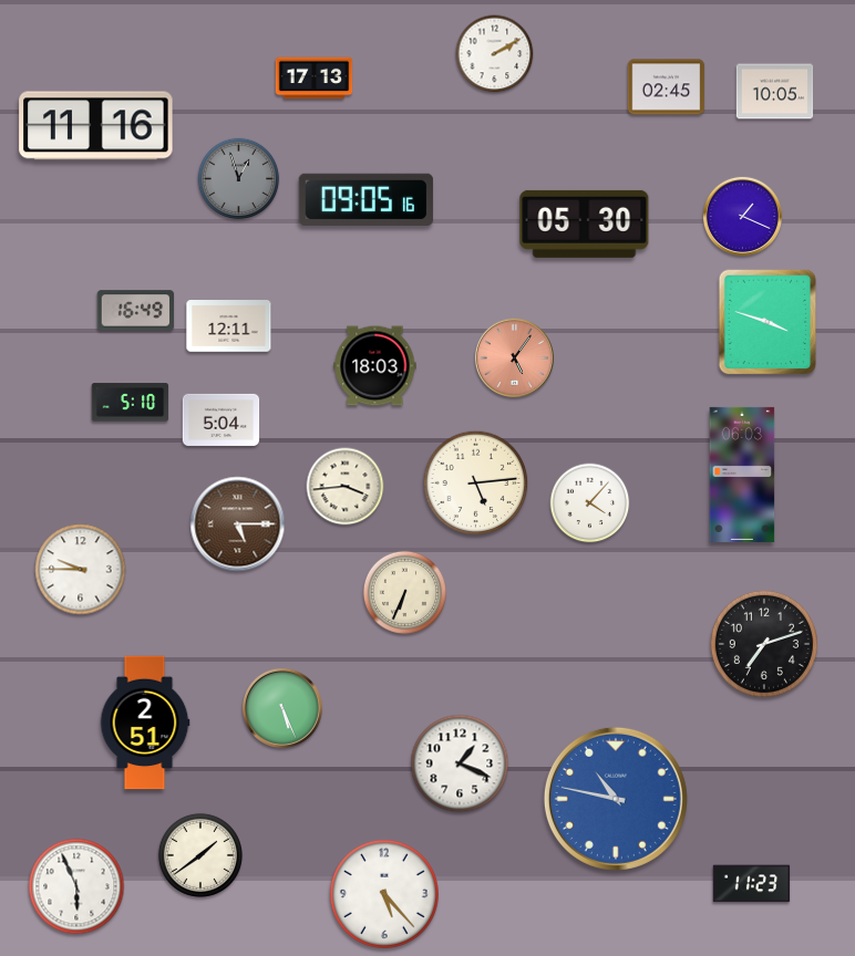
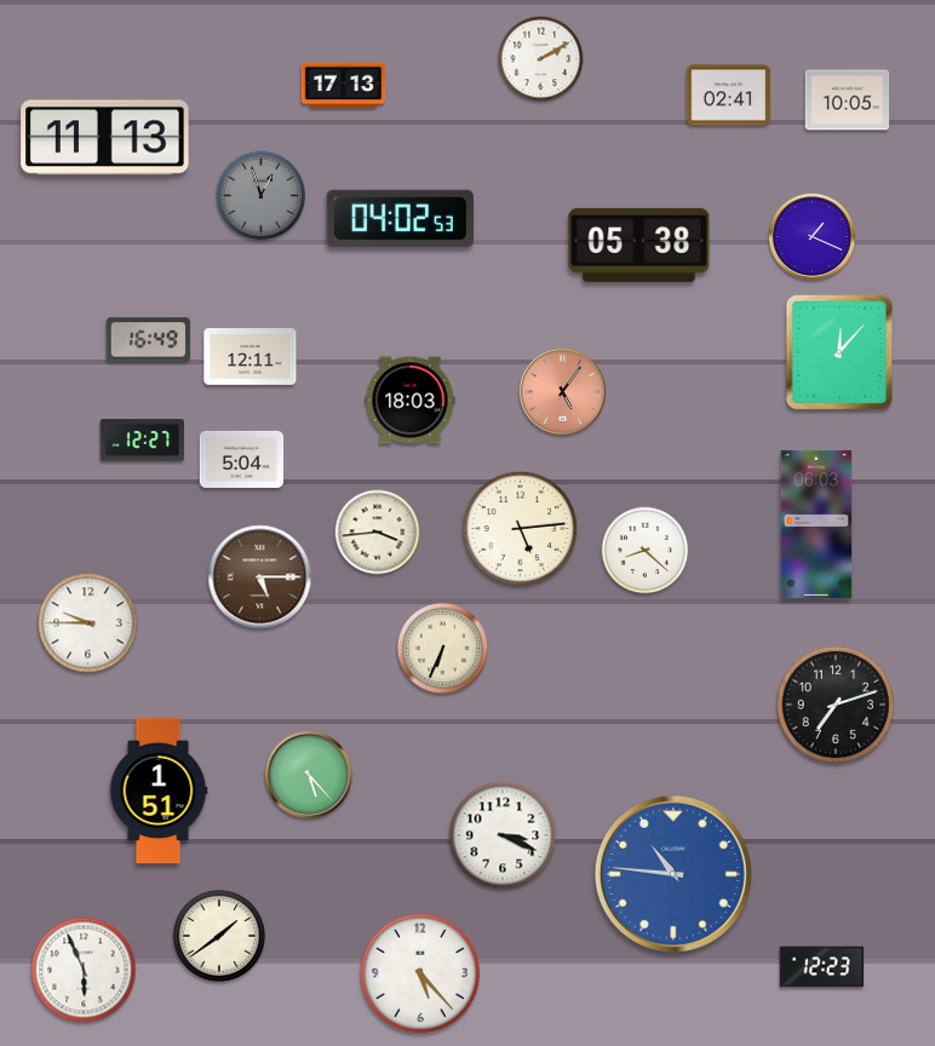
clock at (667, 87): 02:45 -> 02:41
clock at (96, 126): 11:16 -> 11:13
clock at (365, 199): 09:05 -> 04:02
clock at (585, 224): 05:30 -> 05:38
clock at (768, 322): 3:48 -> 12:07
clock at (131, 403): 5:10 -> 12:27
clock at (742, 475) position: (742, 475) -> (816, 524)
clock at (590, 503): 4:07 -> 8:22
clock at (238, 524) position: (238, 524) -> (260, 577)
clock at (282, 708): 5:26 -> 5:23
clock at (145, 723): 2:51 -> 1:51
clock at (460, 763): 1:19 -> 3:19
clock at (616, 799): 10:47 -> 10:46
clock at (752, 884): 11:23 -> 12:23
clock at (384, 894) position: (384, 894) -> (420, 973)
